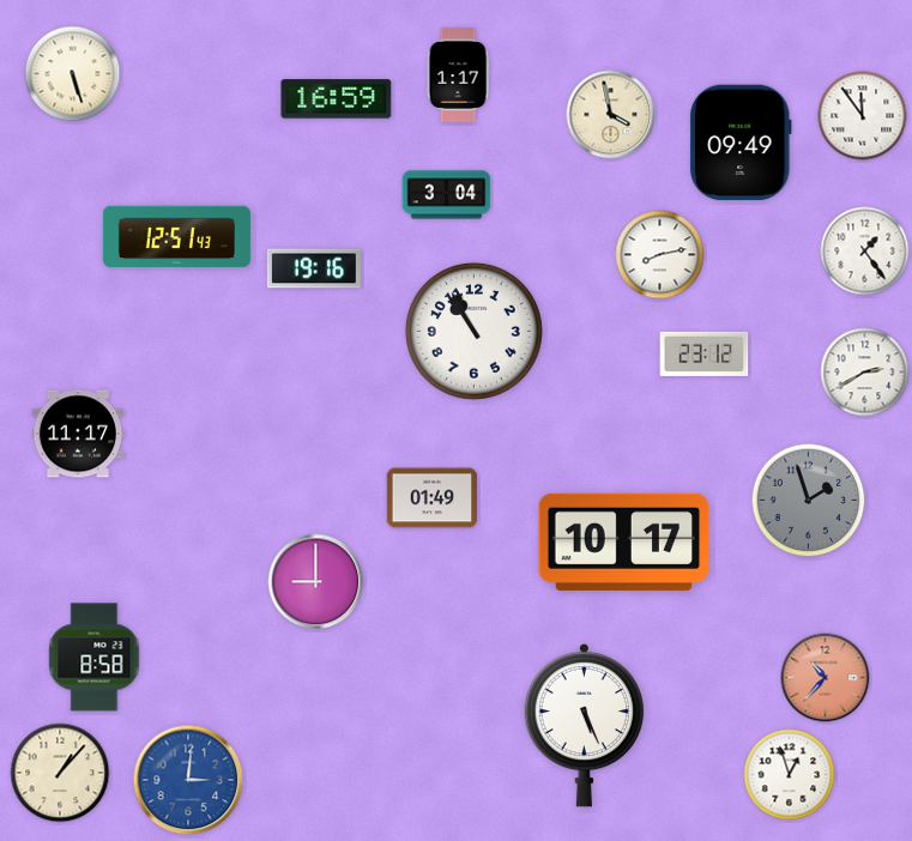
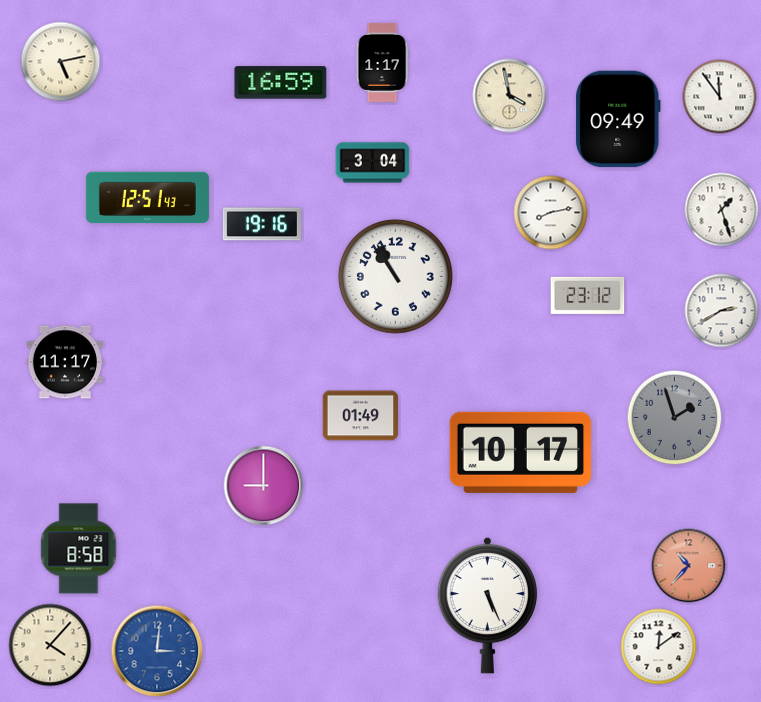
clock at (73, 74): 5:27 -> 5:13
clock at (865, 252): 1:24 -> 1:27
clock at (60, 773): 1:07 -> 4:07
clock at (790, 775): 12:57 -> 12:09
